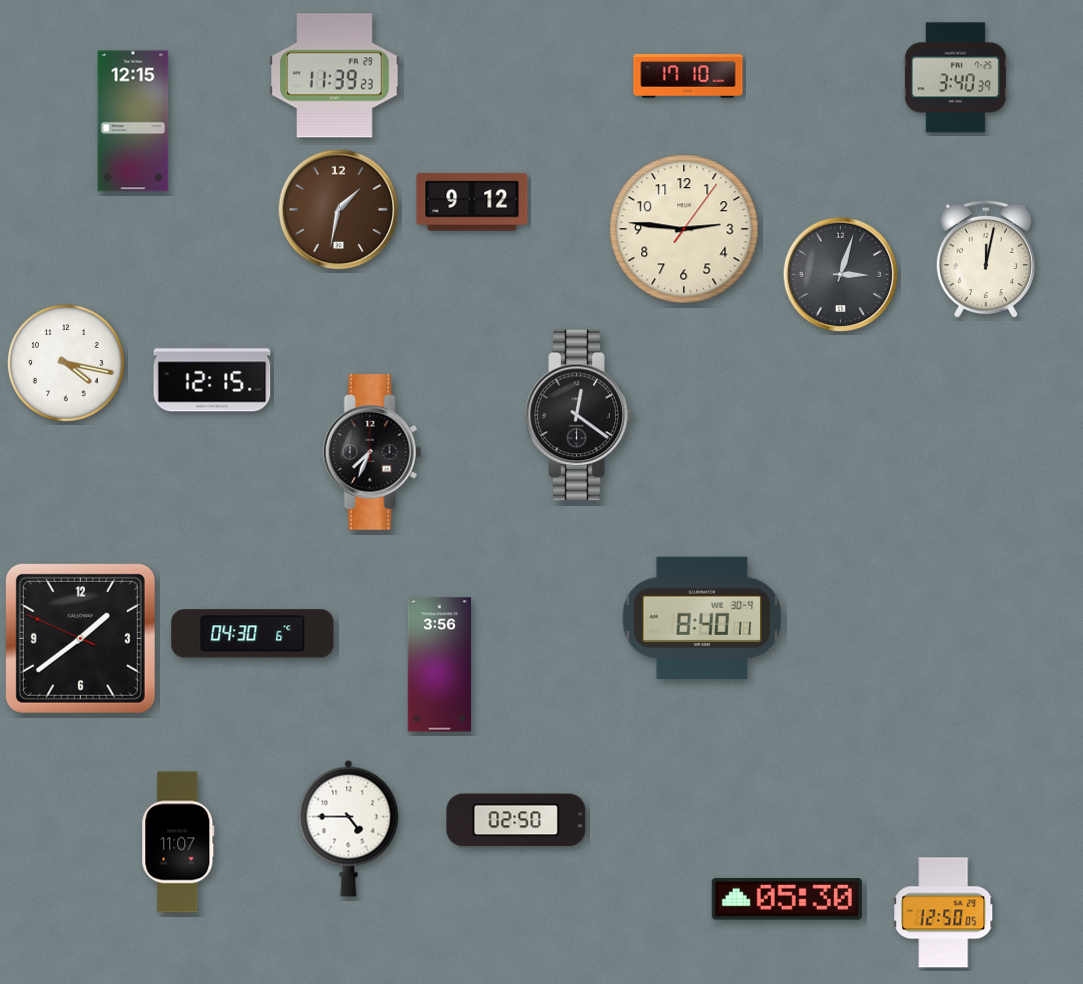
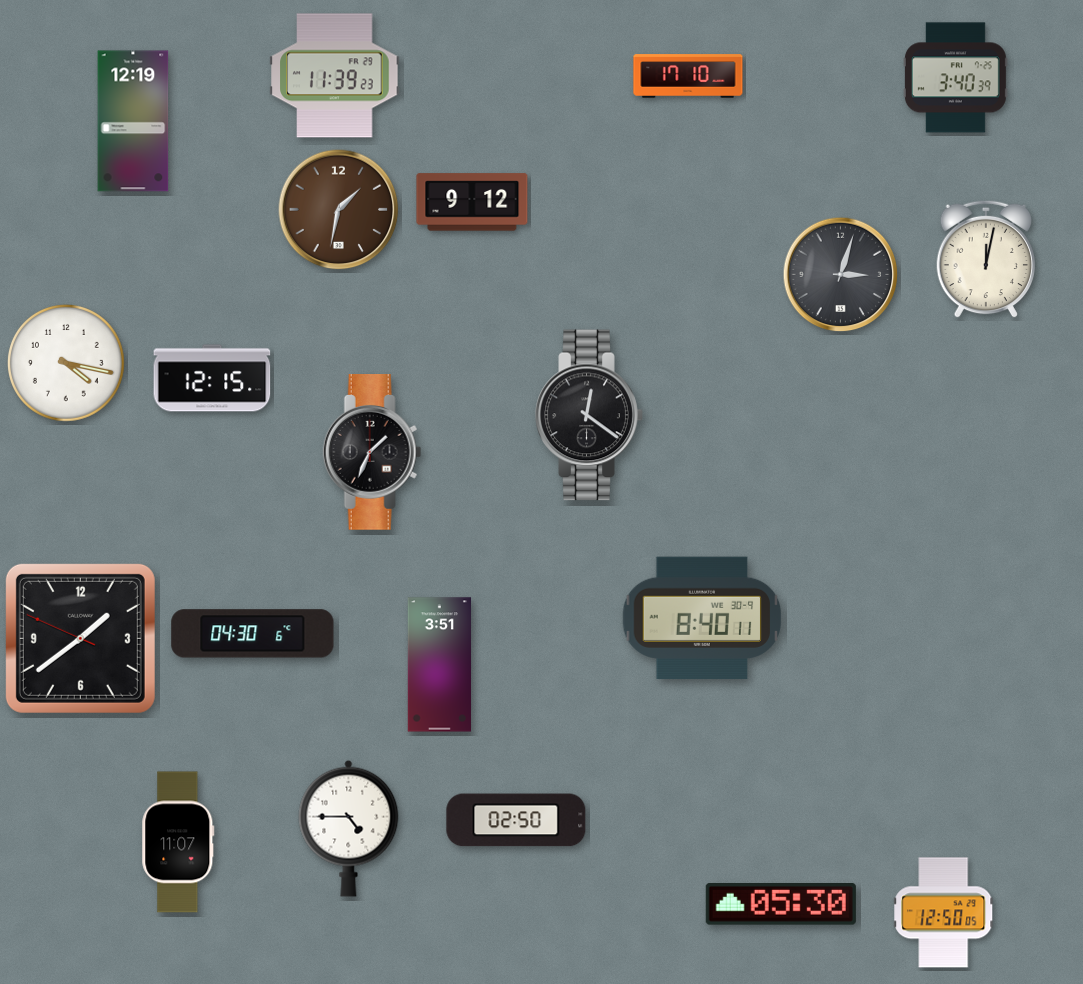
clock at (133, 121): 12:15 -> 12:19
clock at (684, 229): 2:46 -> none
clock at (579, 415) position: (579, 415) -> (589, 415)
clock at (372, 453): 7:34 -> 1:34
clock at (440, 665): 3:56 -> 3:51
clock at (787, 900) position: (787, 900) -> (781, 905)
